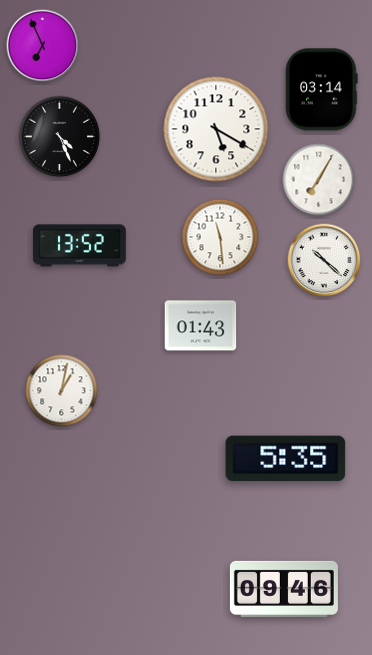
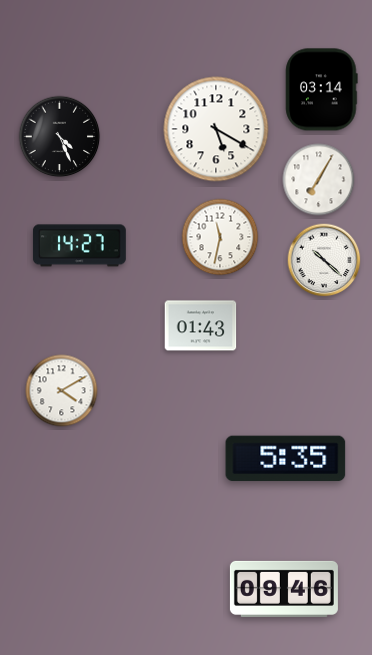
clock at (43, 46): 6:56 -> none
clock at (220, 237): 11:29 -> 11:32
clock at (79, 246): 13:52 -> 14:27
clock at (62, 391): 1:02 -> 4:10
